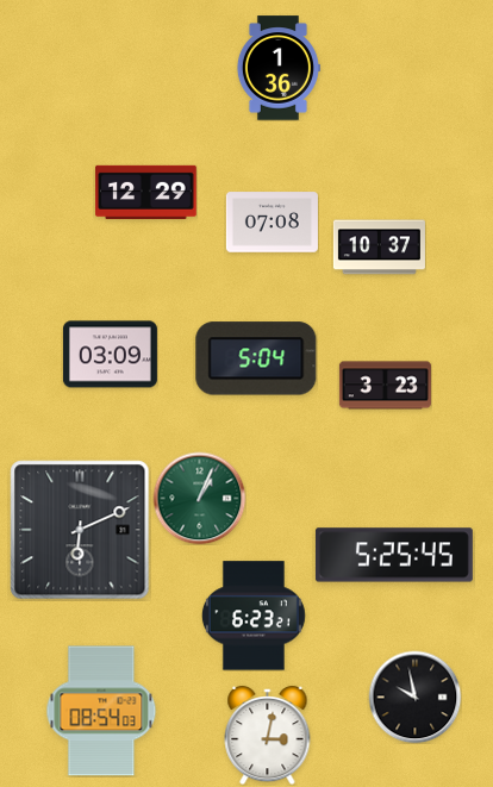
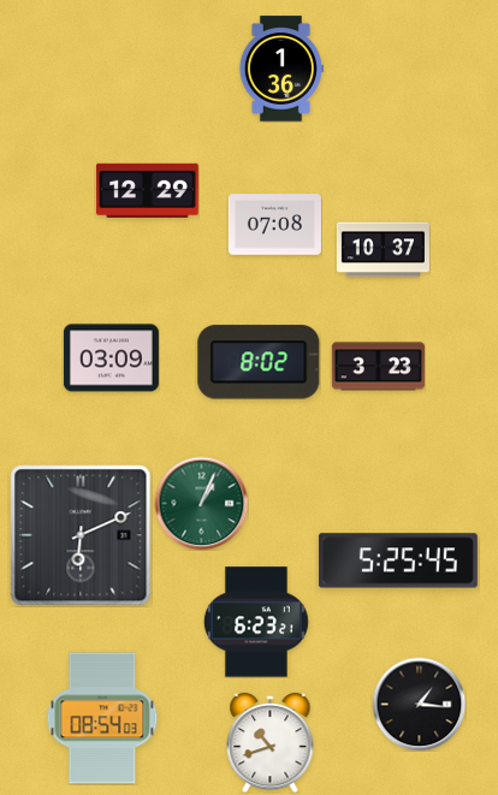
clock at (146, 192) position: (146, 192) -> (148, 190)
clock at (256, 358): 5:04 -> 8:02
clock at (385, 386) position: (385, 386) -> (378, 367)
clock at (414, 697): 9:58 -> 1:16
clock at (268, 735): 3:02 -> 10:42
